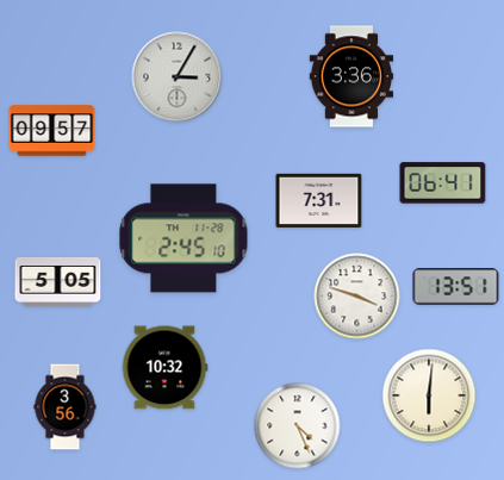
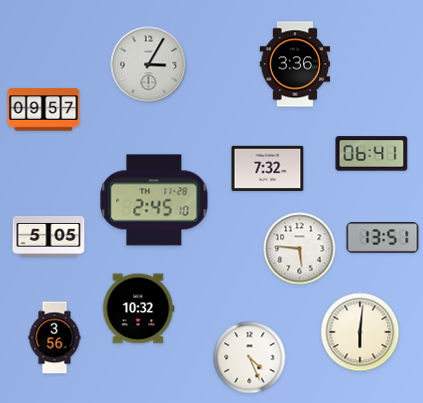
clock at (319, 201): 7:31 -> 7:32
clock at (456, 287) position: (456, 287) -> (383, 238)
clock at (357, 297): 3:48 -> 5:46
clock at (66, 407) position: (66, 407) -> (55, 338)
